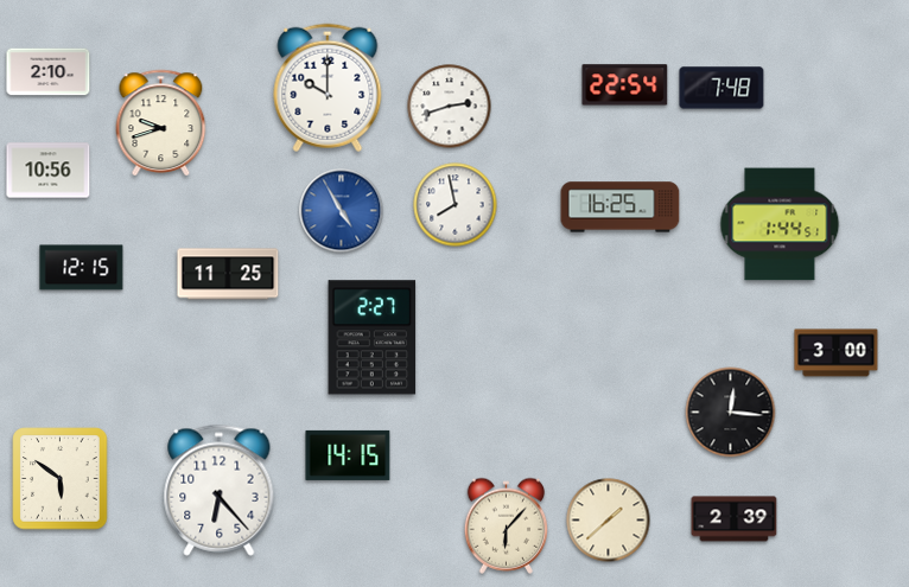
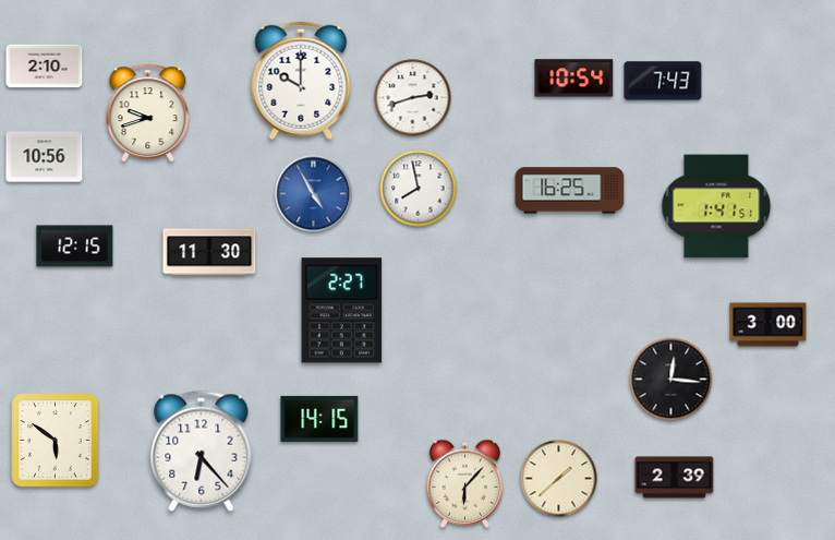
clock at (625, 85): 22:54 -> 10:54
clock at (722, 88): 7:48 -> 7:43
clock at (780, 224): 1:44 -> 1:41
clock at (228, 274): 11:25 -> 11:30
